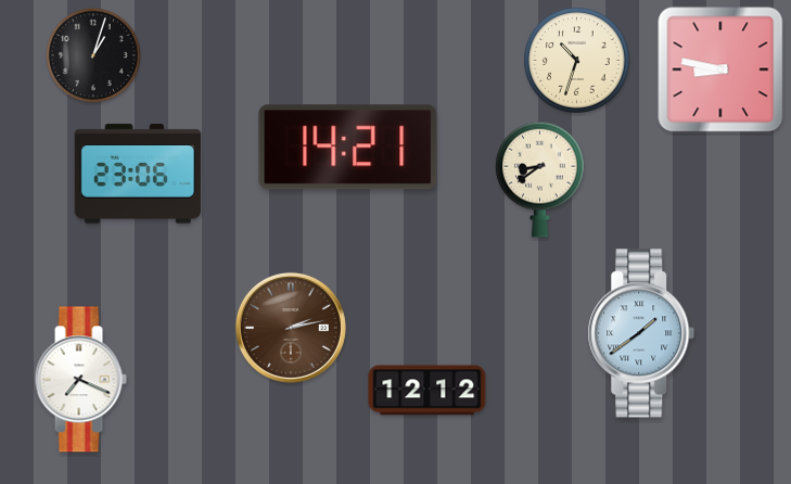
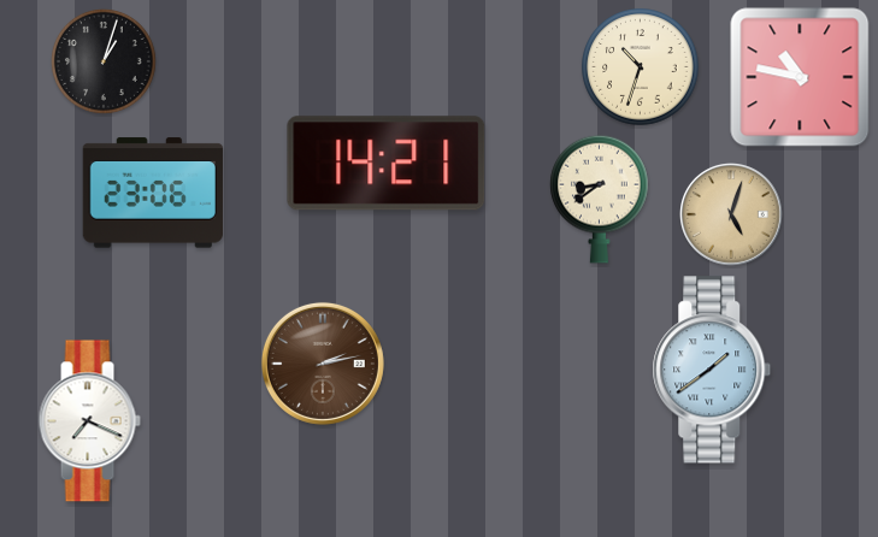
clock at (720, 69): 8:47 -> 10:47
clock at (732, 216): none -> 5:03
clock at (428, 391): 12:12 -> none
